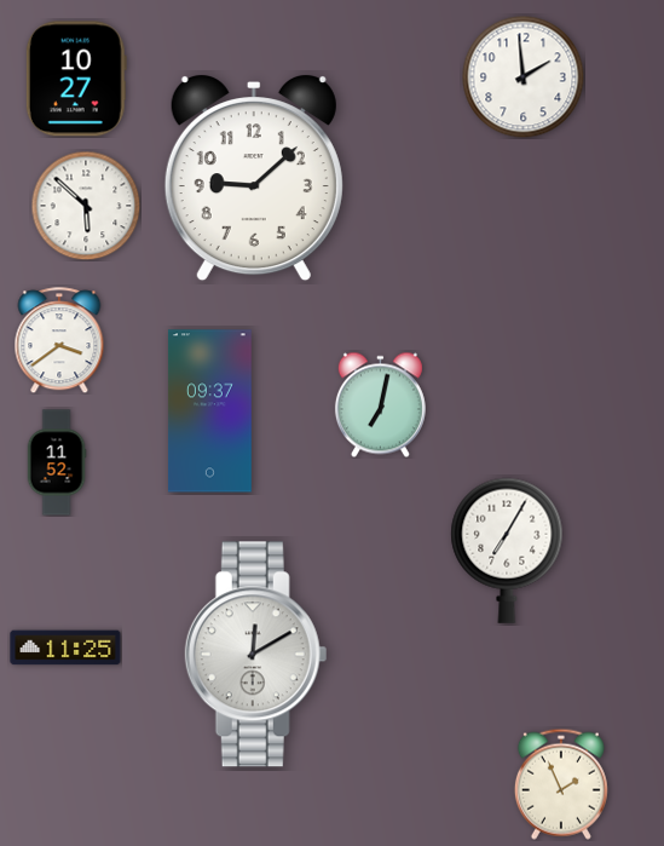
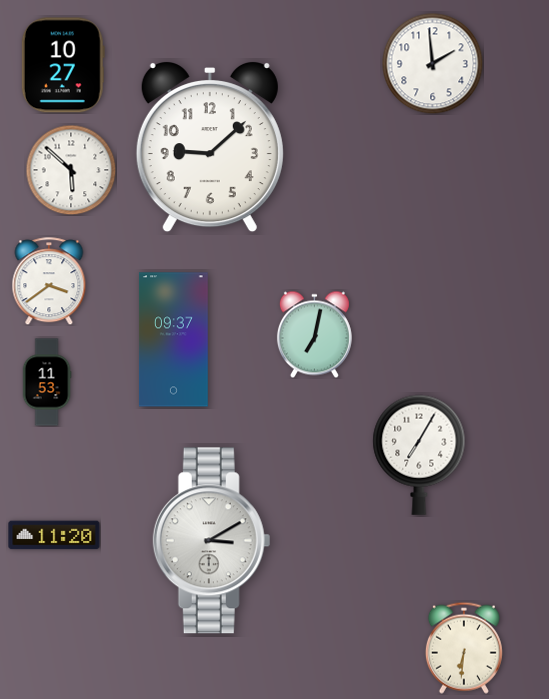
clock at (57, 462): 11:52 -> 11:53
clock at (65, 648): 11:25 -> 11:20
clock at (256, 655): 12:10 -> 3:10
clock at (561, 784): 1:56 -> 6:31
